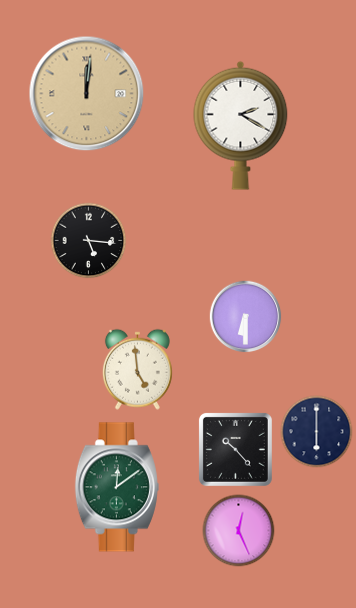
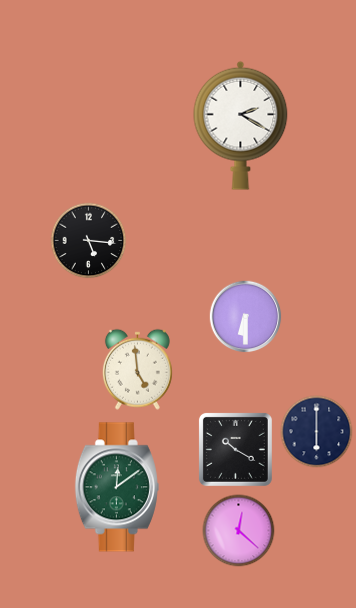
clock at (87, 94): 12:01 -> none
clock at (235, 449): 10:23 -> 10:20
clock at (239, 531): 12:26 -> 12:22
